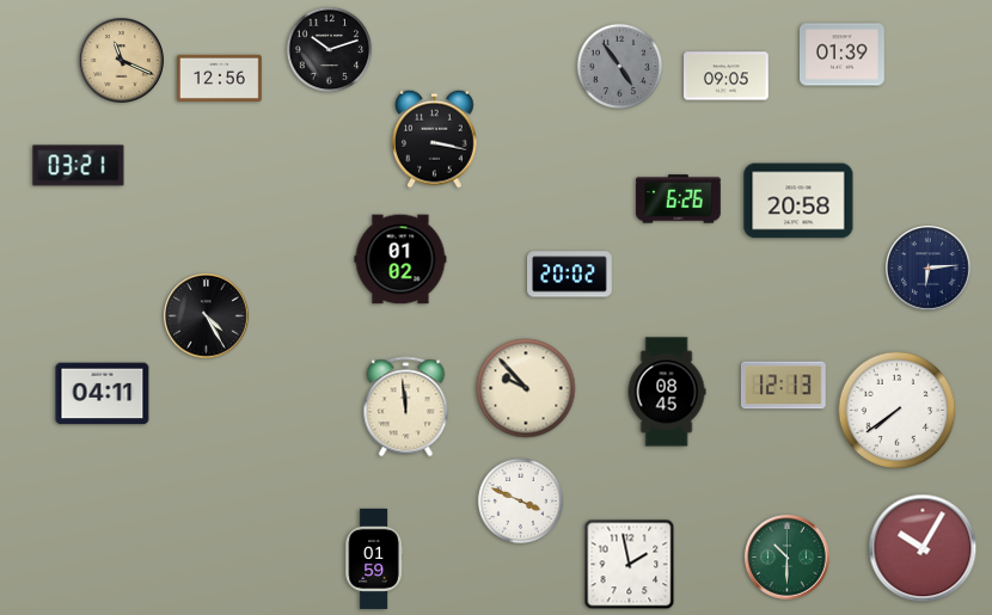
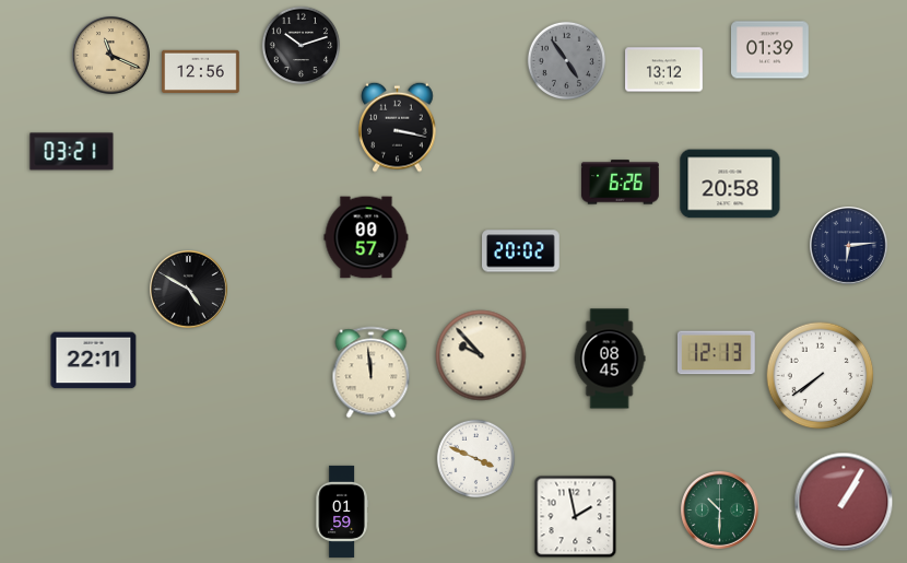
clock at (727, 76): 09:05 -> 13:12
clock at (400, 259): 01:02 -> 00:57
clock at (207, 316): 4:25 -> 4:50
clock at (103, 394): 04:11 -> 22:11
clock at (923, 548): 10:05 -> 1:05
